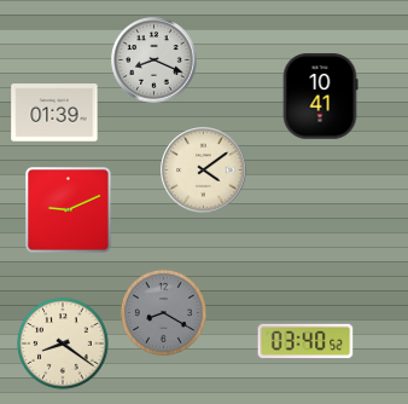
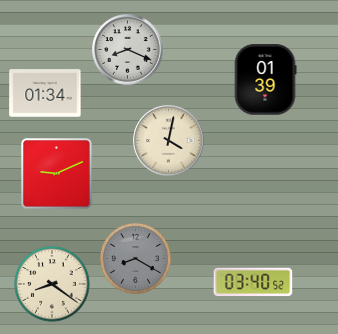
clock at (320, 97): 10:41 -> 01:39
clock at (54, 112): 01:39 -> 01:34
clock at (204, 171): 4:09 -> 4:02
